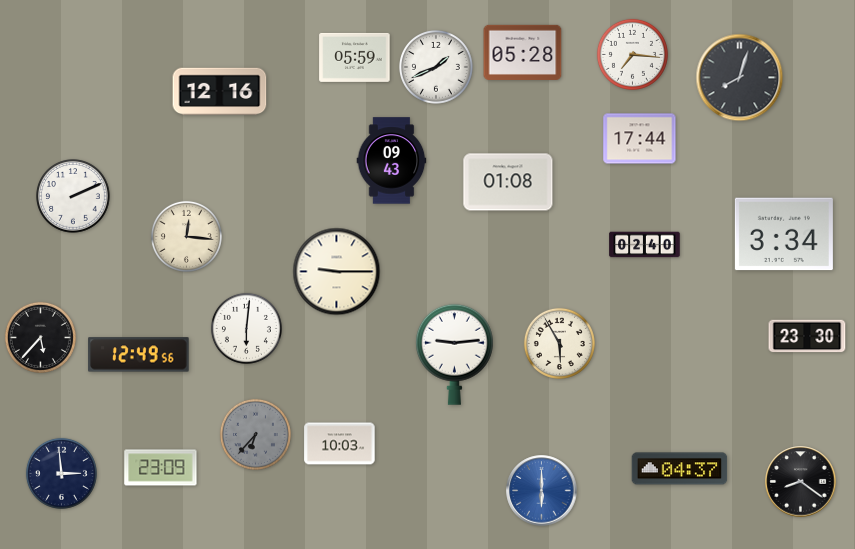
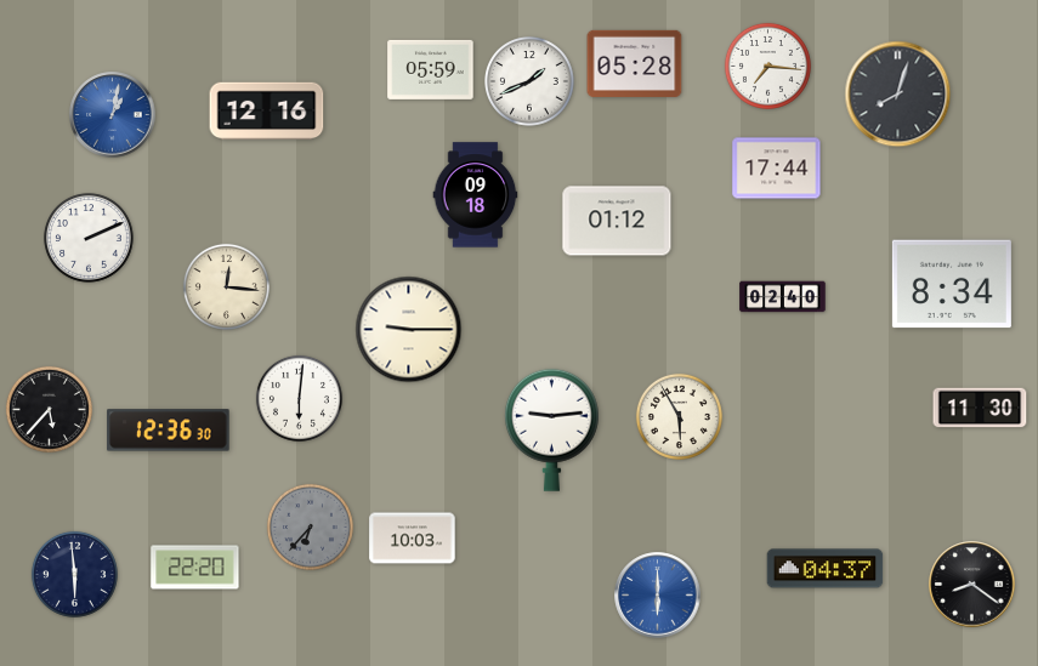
clock at (113, 115): none -> 1:02
clock at (392, 161): 09:43 -> 09:18
clock at (508, 182): 01:08 -> 01:12
clock at (784, 234): 3:34 -> 8:34
clock at (807, 336): 23:30 -> 11:30
clock at (139, 355): 12:49 -> 12:36
clock at (161, 468): 23:09 -> 22:20
clock at (61, 473): 2:59 -> 5:59
